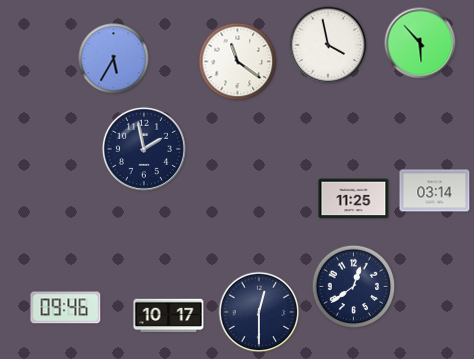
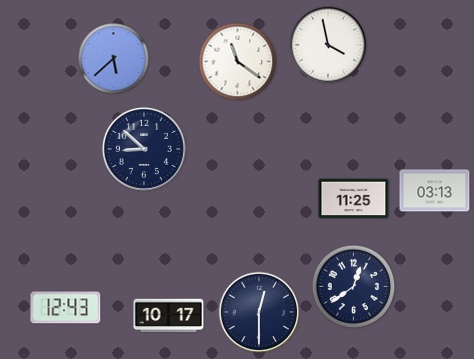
clock at (420, 43): 5:53 -> none
clock at (114, 59): 5:35 -> 5:38
clock at (144, 149): 1:58 -> 8:52
clock at (435, 191): 03:14 -> 03:13
clock at (66, 308): 09:46 -> 12:43
